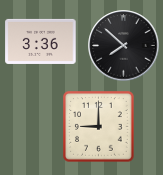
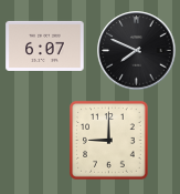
clock at (41, 41): 3:36 -> 6:07
clock at (124, 46): 7:52 -> 7:49
